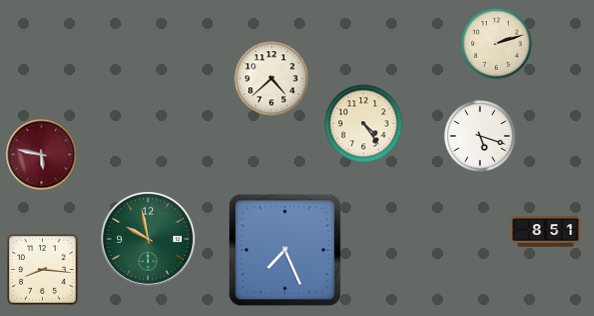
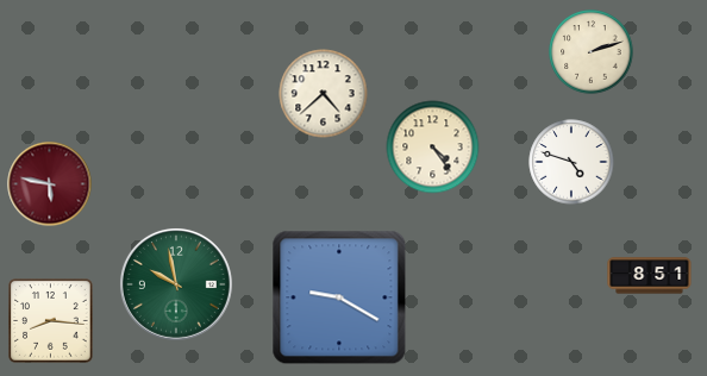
clock at (480, 136): 5:18 -> 4:48
clock at (285, 250): 7:26 -> 9:20
